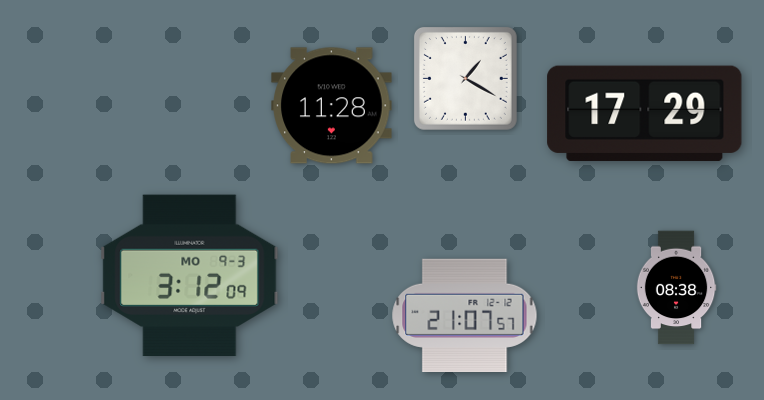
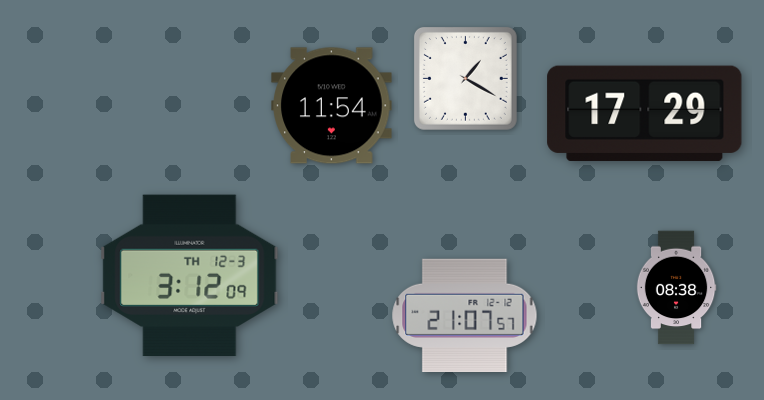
clock at (332, 106): 11:28 -> 11:54
clock at (190, 276) date: MO 9-3 -> TH 12-3
